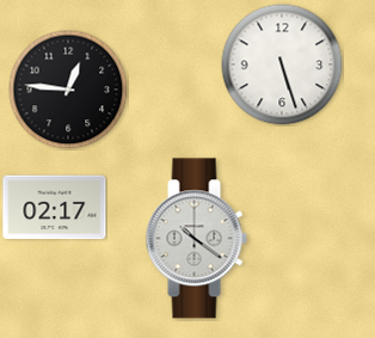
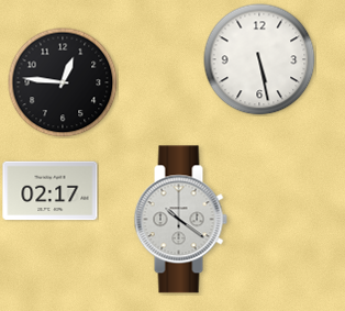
clock at (282, 64): 5:27 -> 5:28
